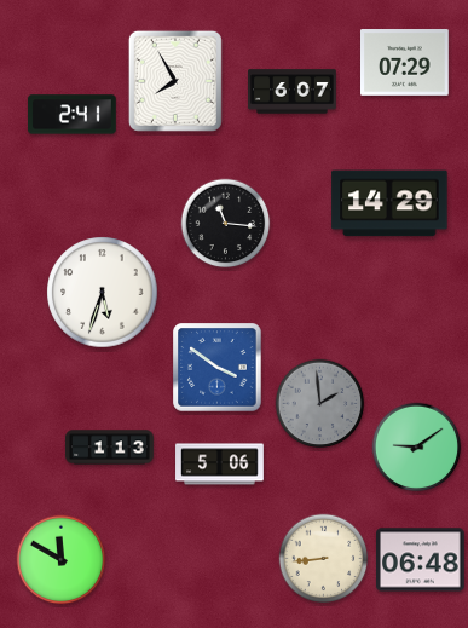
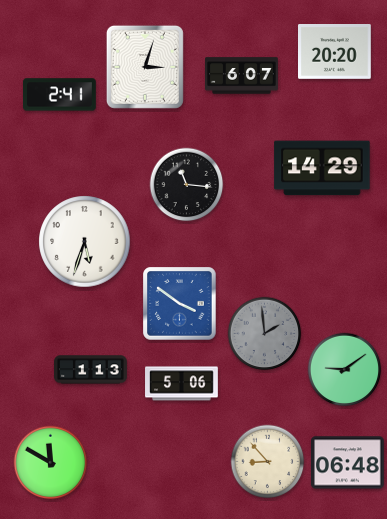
clock at (405, 63): 07:29 -> 20:20
clock at (175, 81): 7:55 -> 3:03
clock at (324, 559): 8:44 -> 8:53
